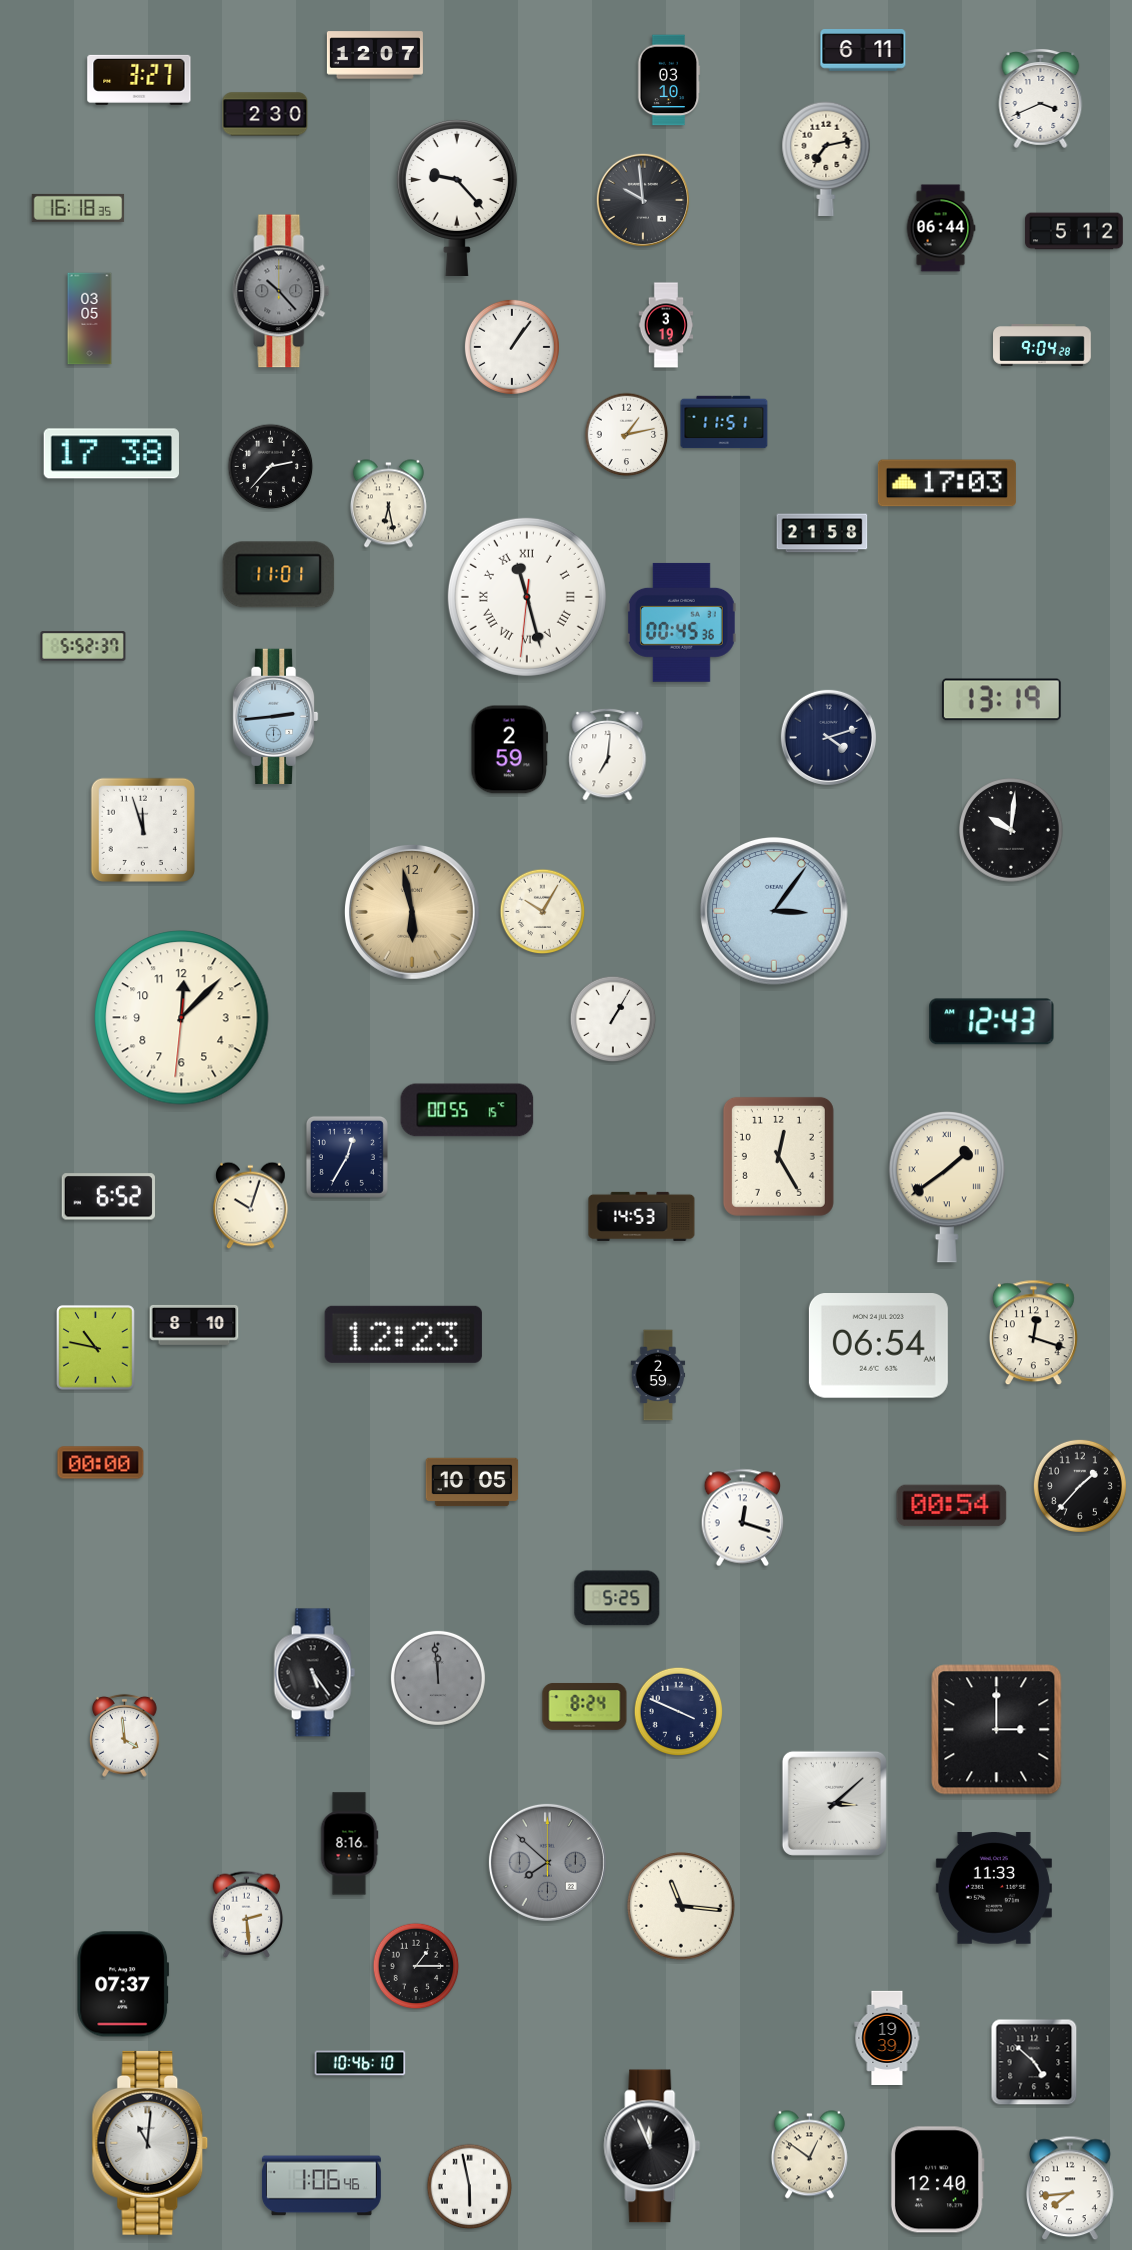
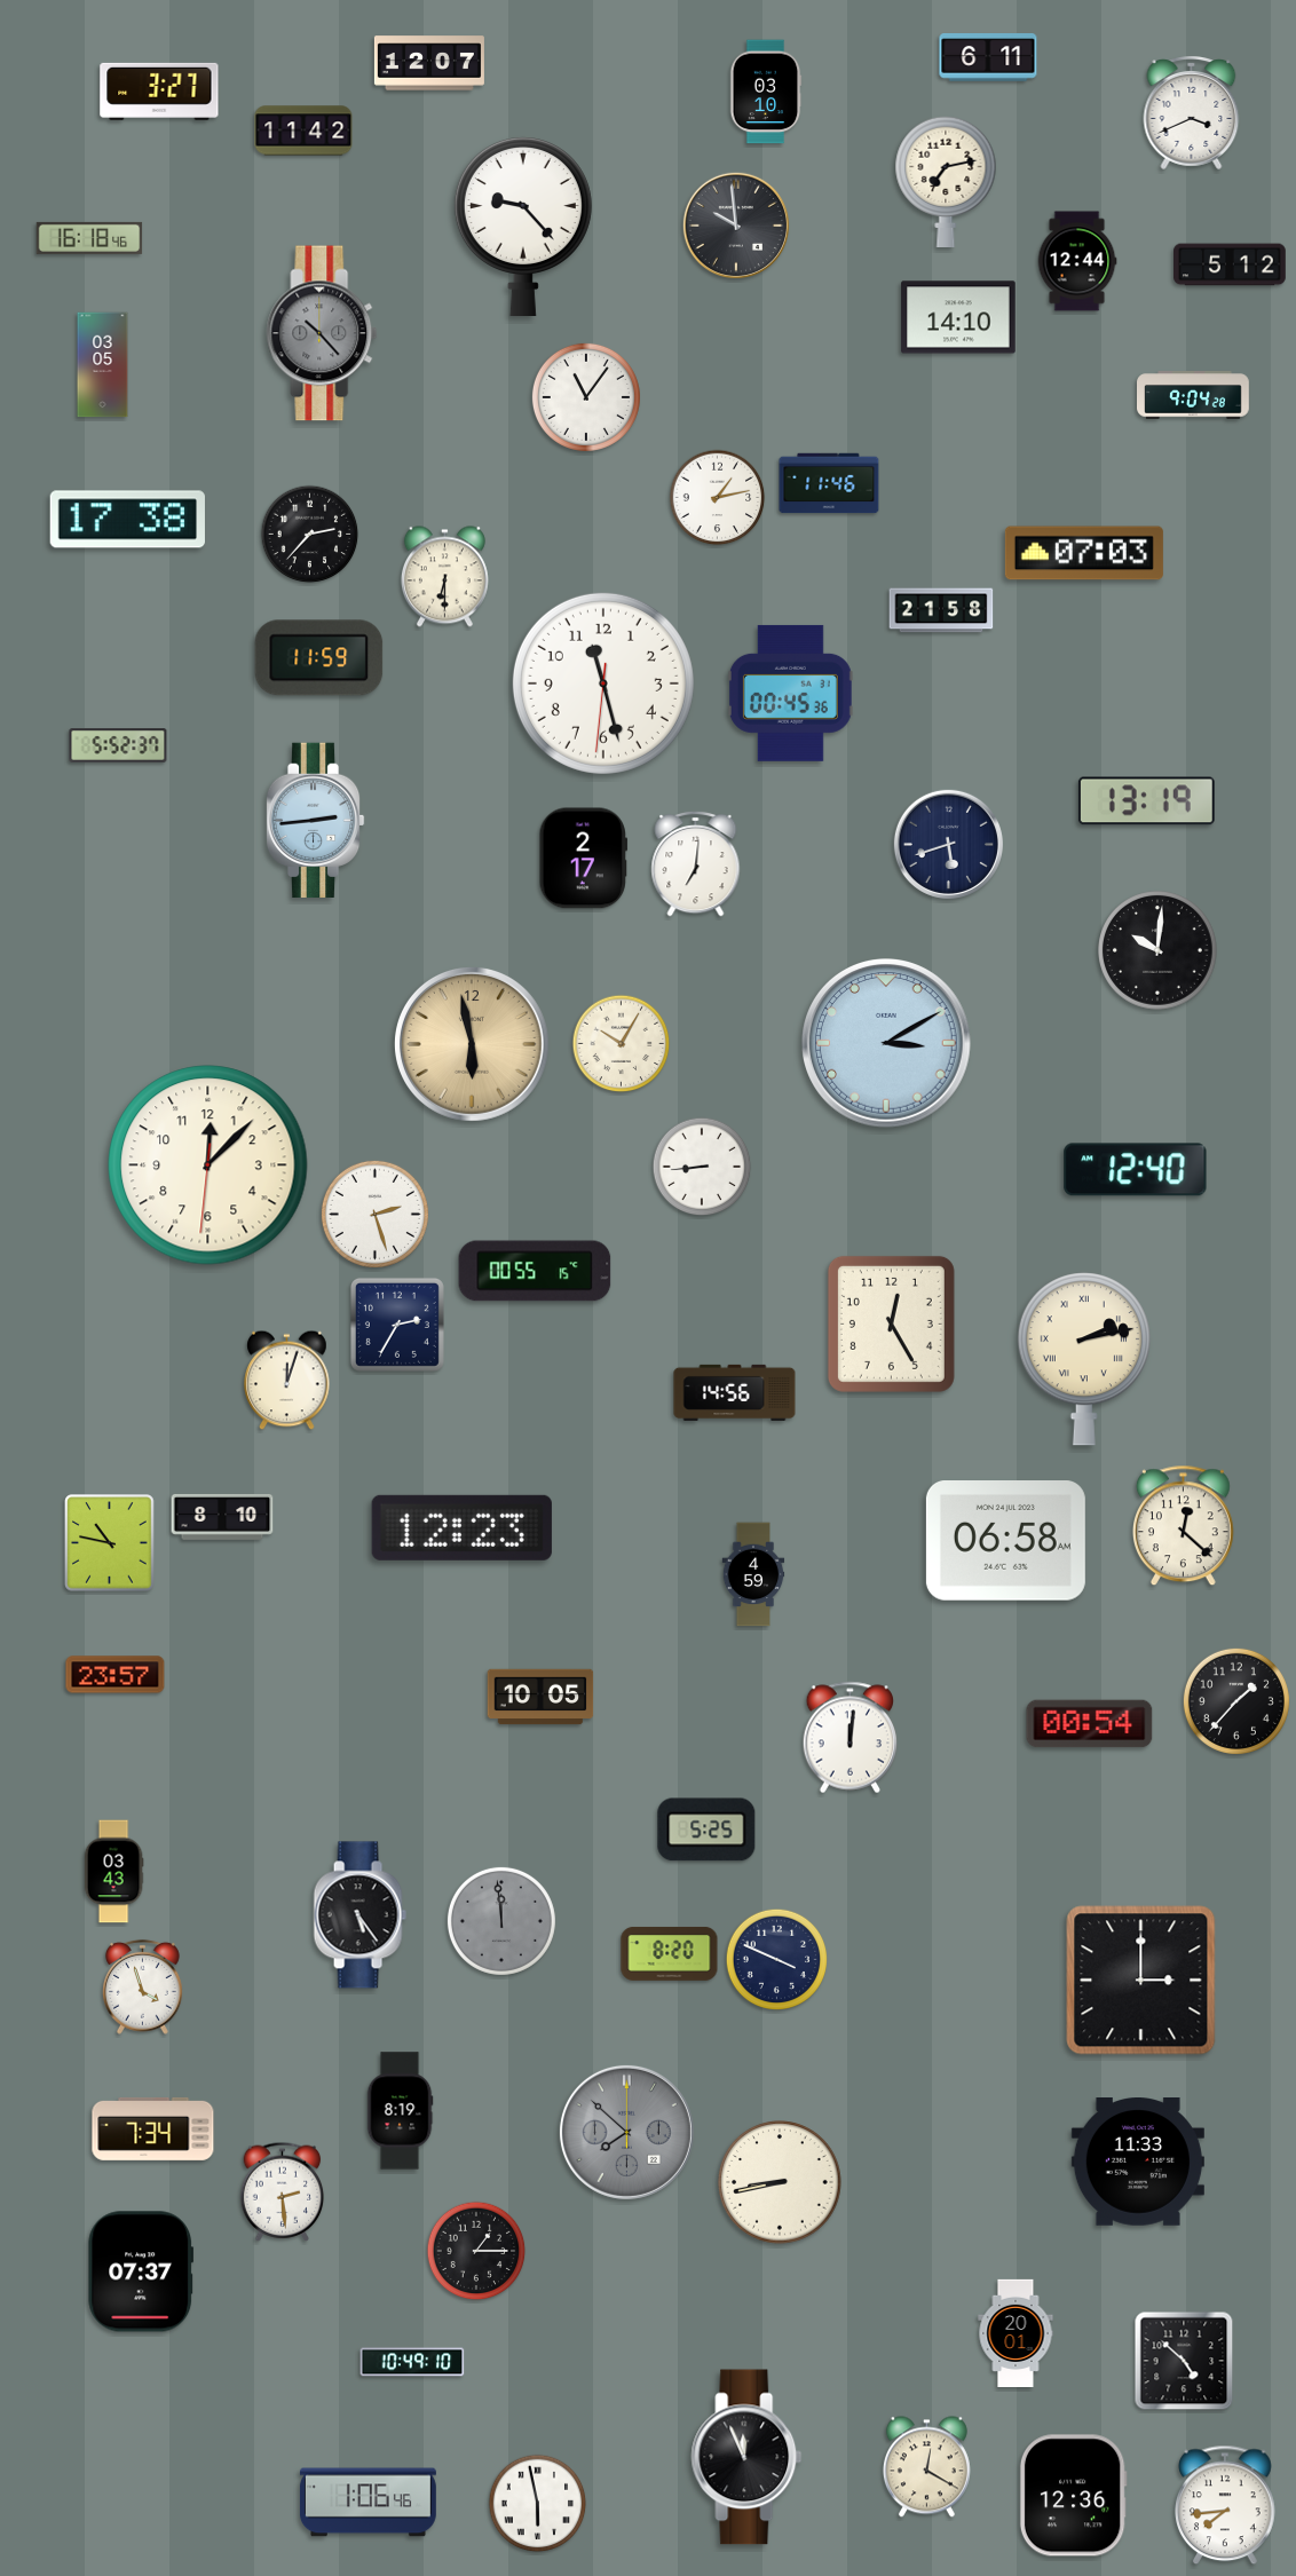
clock at (265, 114): 2:30 -> 11:42
clock at (643, 200) position: (643, 200) -> (736, 226)
clock at (78, 208): 16:18:35 -> 16:18:46
clock at (941, 228): 06:44 -> 12:44
clock at (958, 317): none -> 14:10
clock at (666, 325): 3:19 -> none
clock at (512, 347): 1:06 -> 11:06
clock at (724, 422): 11:51 -> 11:46
clock at (947, 483): 17:03 -> 07:03
clock at (388, 504): 6:28 -> 6:30
clock at (279, 575): 11:01 -> 11:59
clock at (527, 597) numerals: Roman -> Arabic
clock at (681, 622) position: (681, 622) -> (790, 693)
clock at (83, 646) position: (83, 646) -> (118, 745)
clock at (828, 737): 4:12 -> 5:42
clock at (510, 750): 2:59 -> 2:17
clock at (142, 829): 11:57 -> none
clock at (775, 912): 3:06 -> 3:10
clock at (613, 1019): 1:05 -> 8:44
clock at (992, 1022): 12:43 -> 12:40
clock at (374, 1214): none -> 2:27
clock at (347, 1157): 12:35 -> 2:35
clock at (947, 1187): 1:39 -> 2:13
clock at (108, 1197): 6:52 -> none
clock at (251, 1206): 10:03 -> 12:03
clock at (642, 1216): 14:53 -> 14:56
clock at (1033, 1333): 12:18 -> 12:22
clock at (878, 1346): 06:54 -> 06:58
clock at (658, 1375): 2:59 -> 4:59
clock at (101, 1463): 00:00 -> 23:57
clock at (743, 1518): 12:18 -> 12:01
clock at (113, 1872): none -> 03:43
clock at (585, 1706): 8:24 -> 8:20
clock at (124, 1735): 3:59 -> 3:57
clock at (834, 1803): 3:08 -> none
clock at (349, 1844): 8:16 -> 8:19
clock at (153, 2128): none -> 7:34
clock at (681, 1906): 11:16 -> 8:43
clock at (887, 2037): 19:39 -> 20:01
clock at (360, 2063): 10:46 -> 10:49
clock at (150, 2143): 11:01 -> none
clock at (809, 2155): 12:51 -> 12:20
clock at (937, 2180): 12:40 -> 12:36
